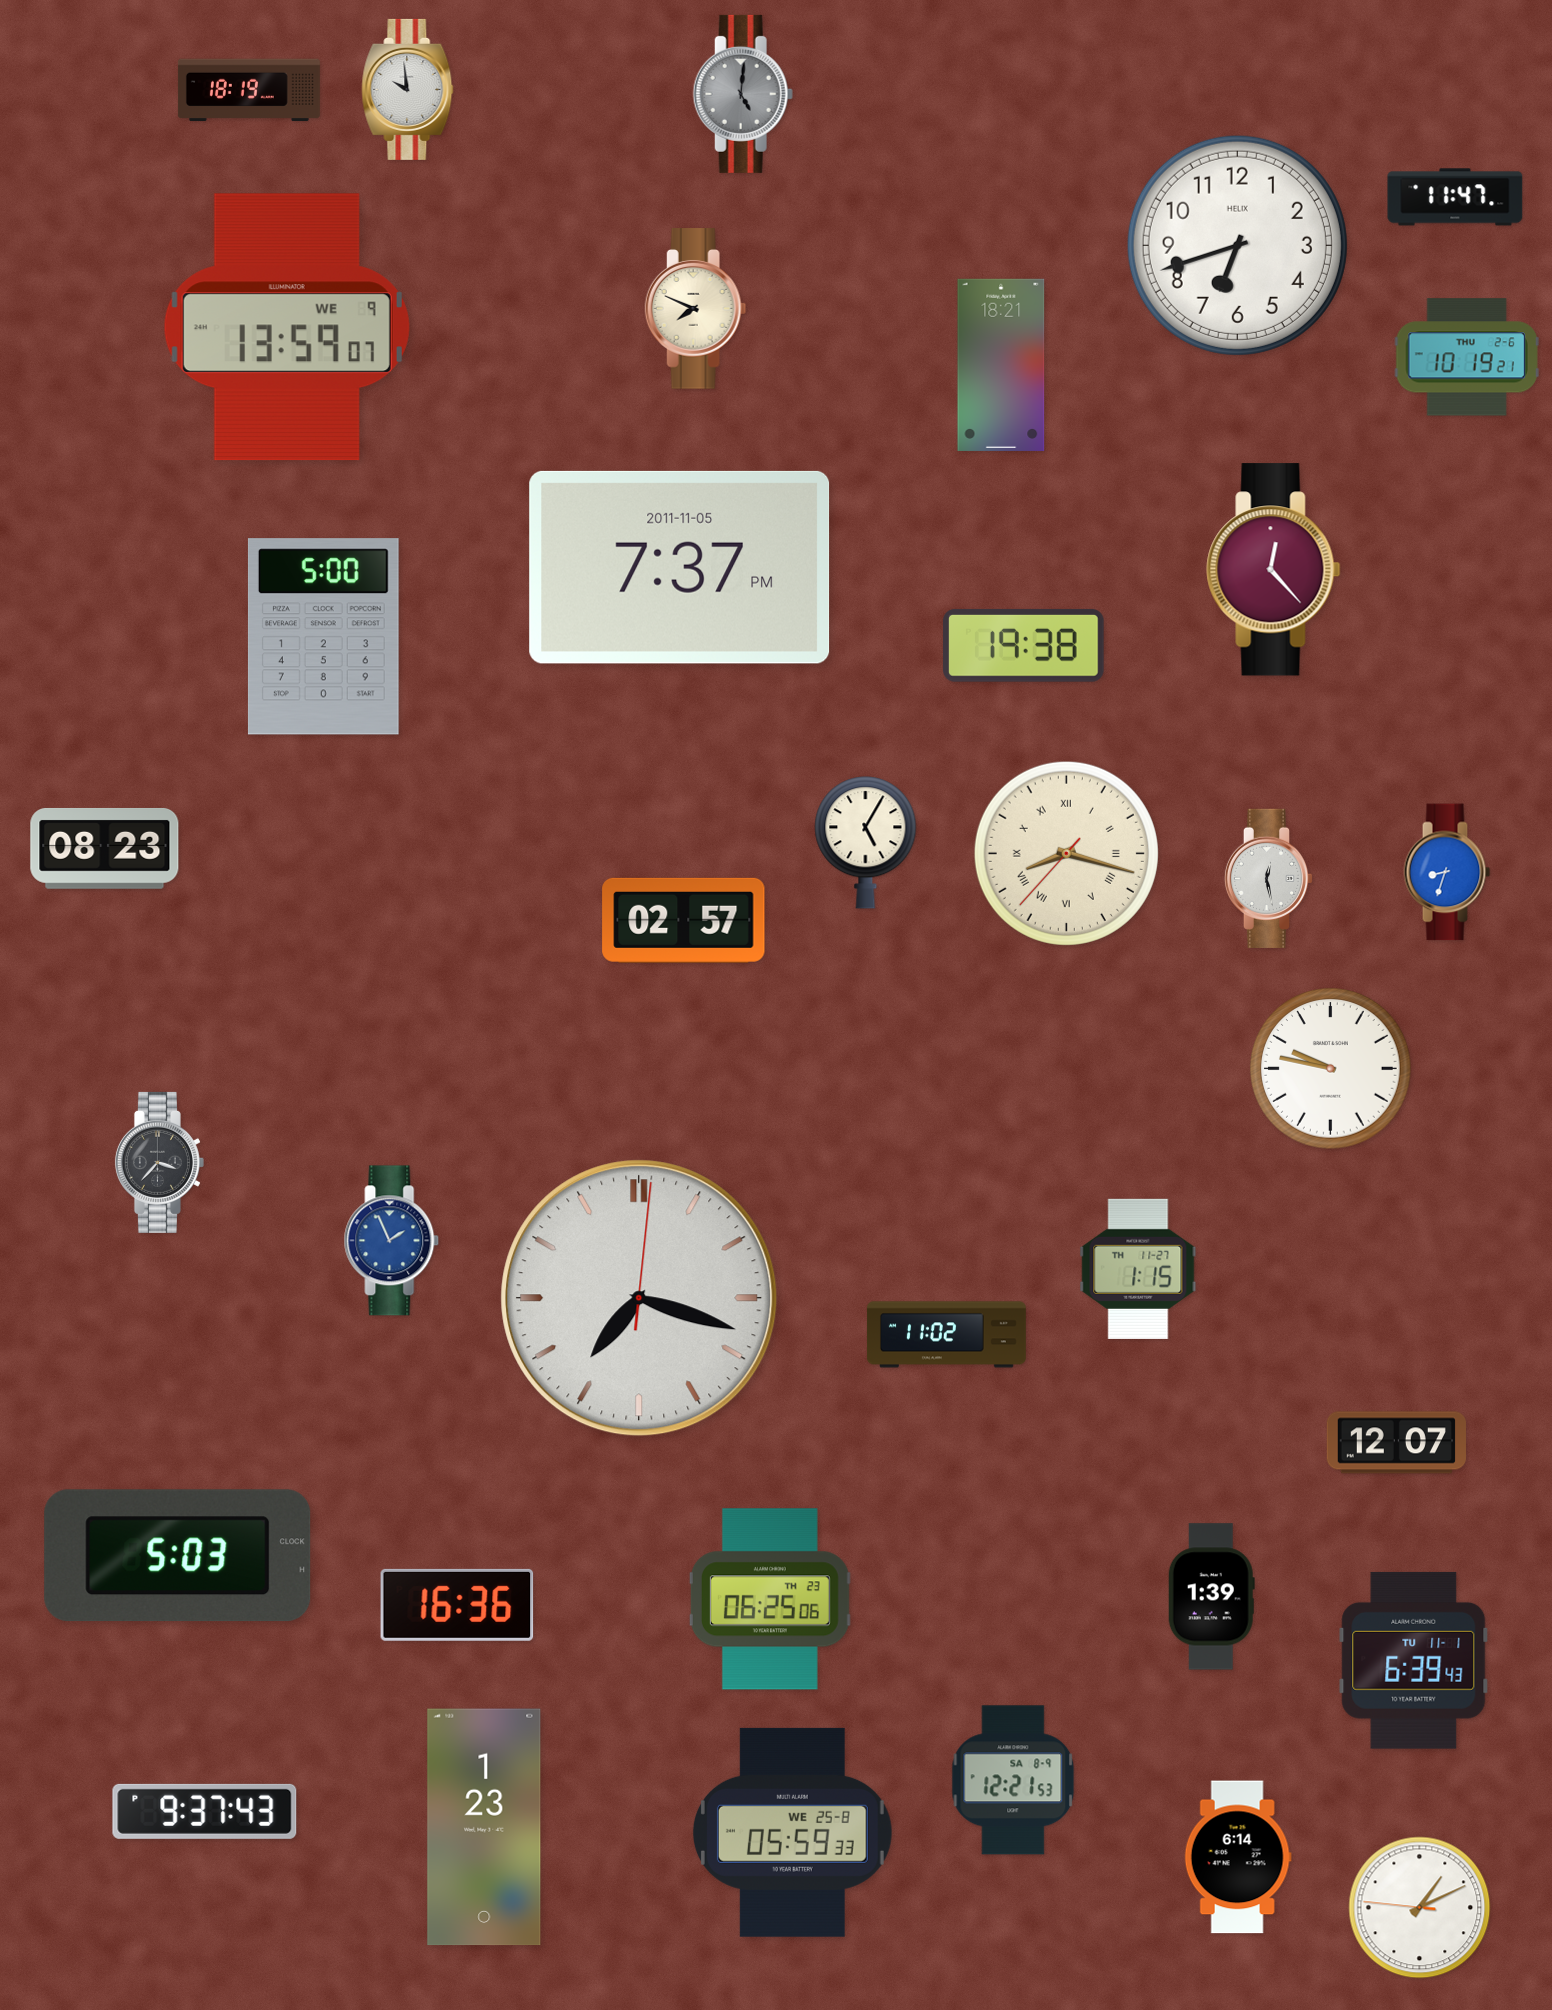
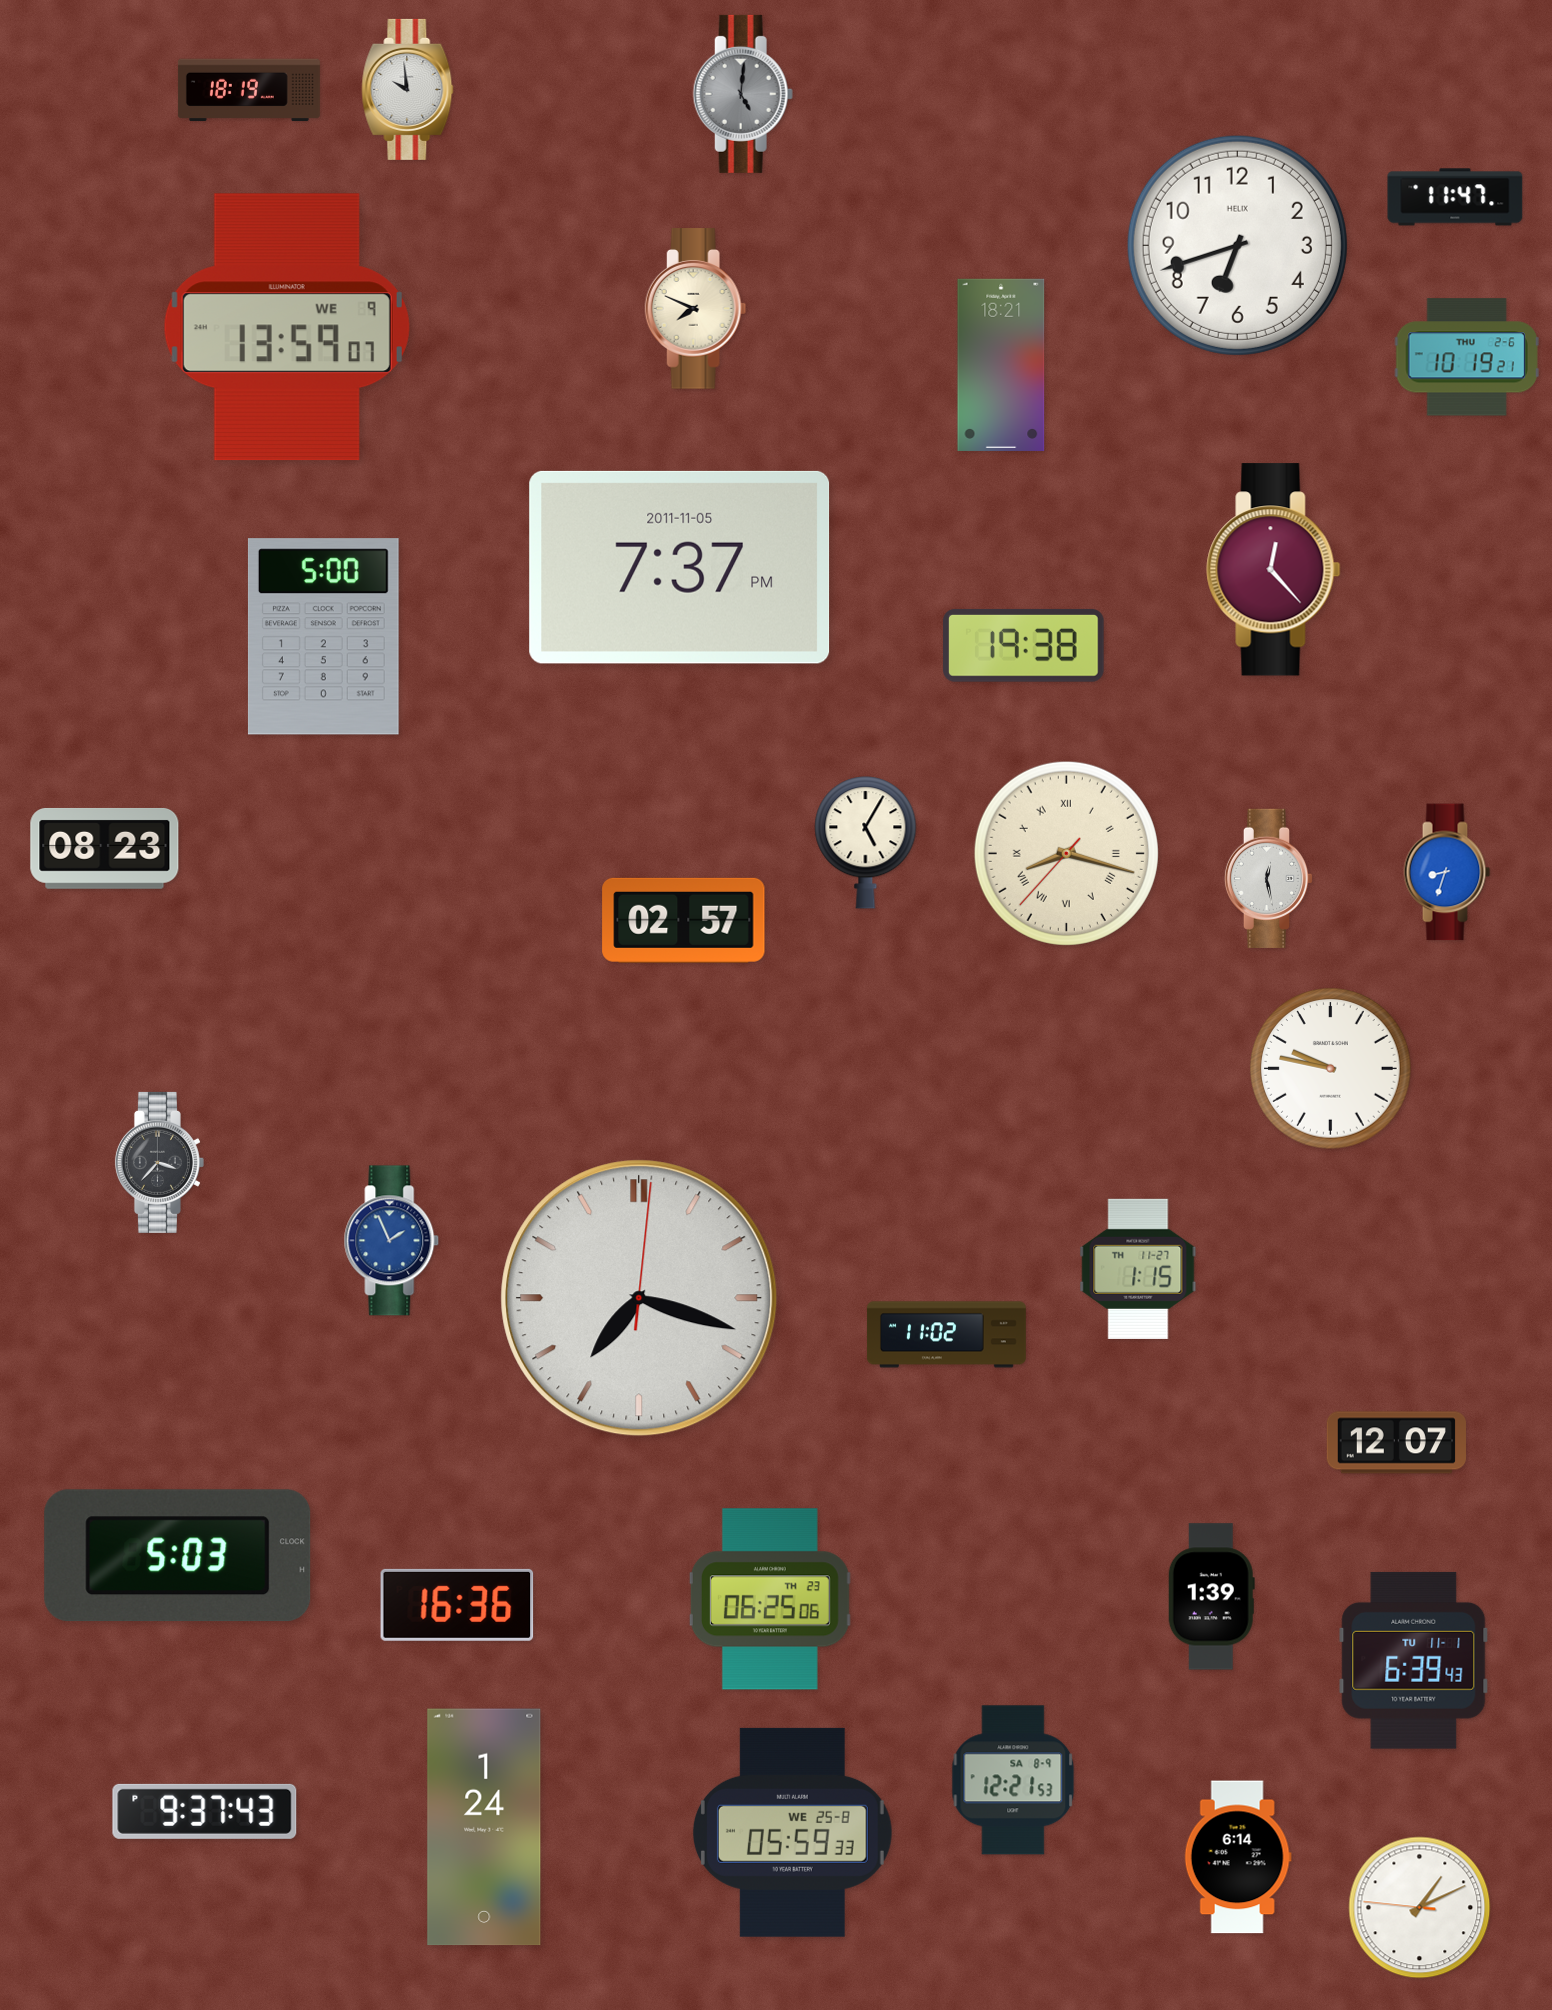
clock at (484, 1827): 1:23 -> 1:24
